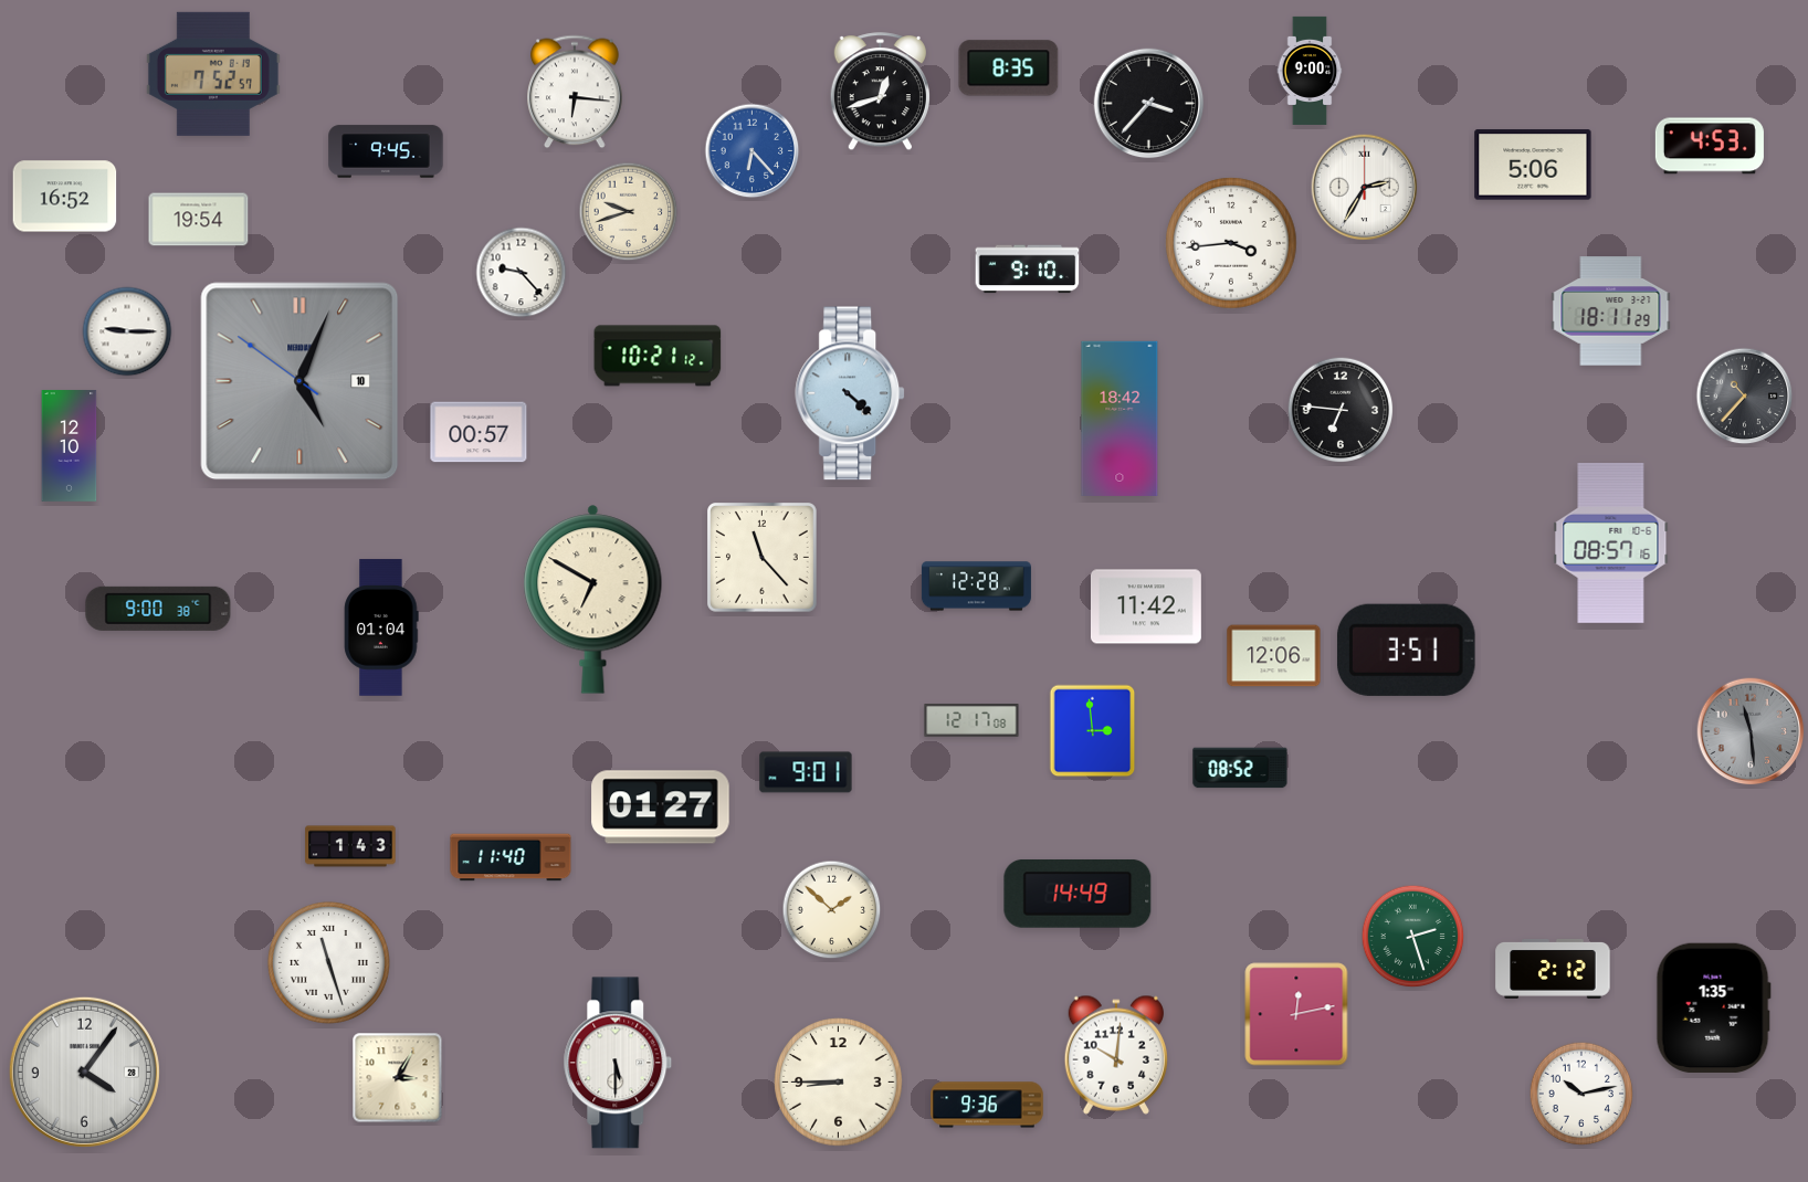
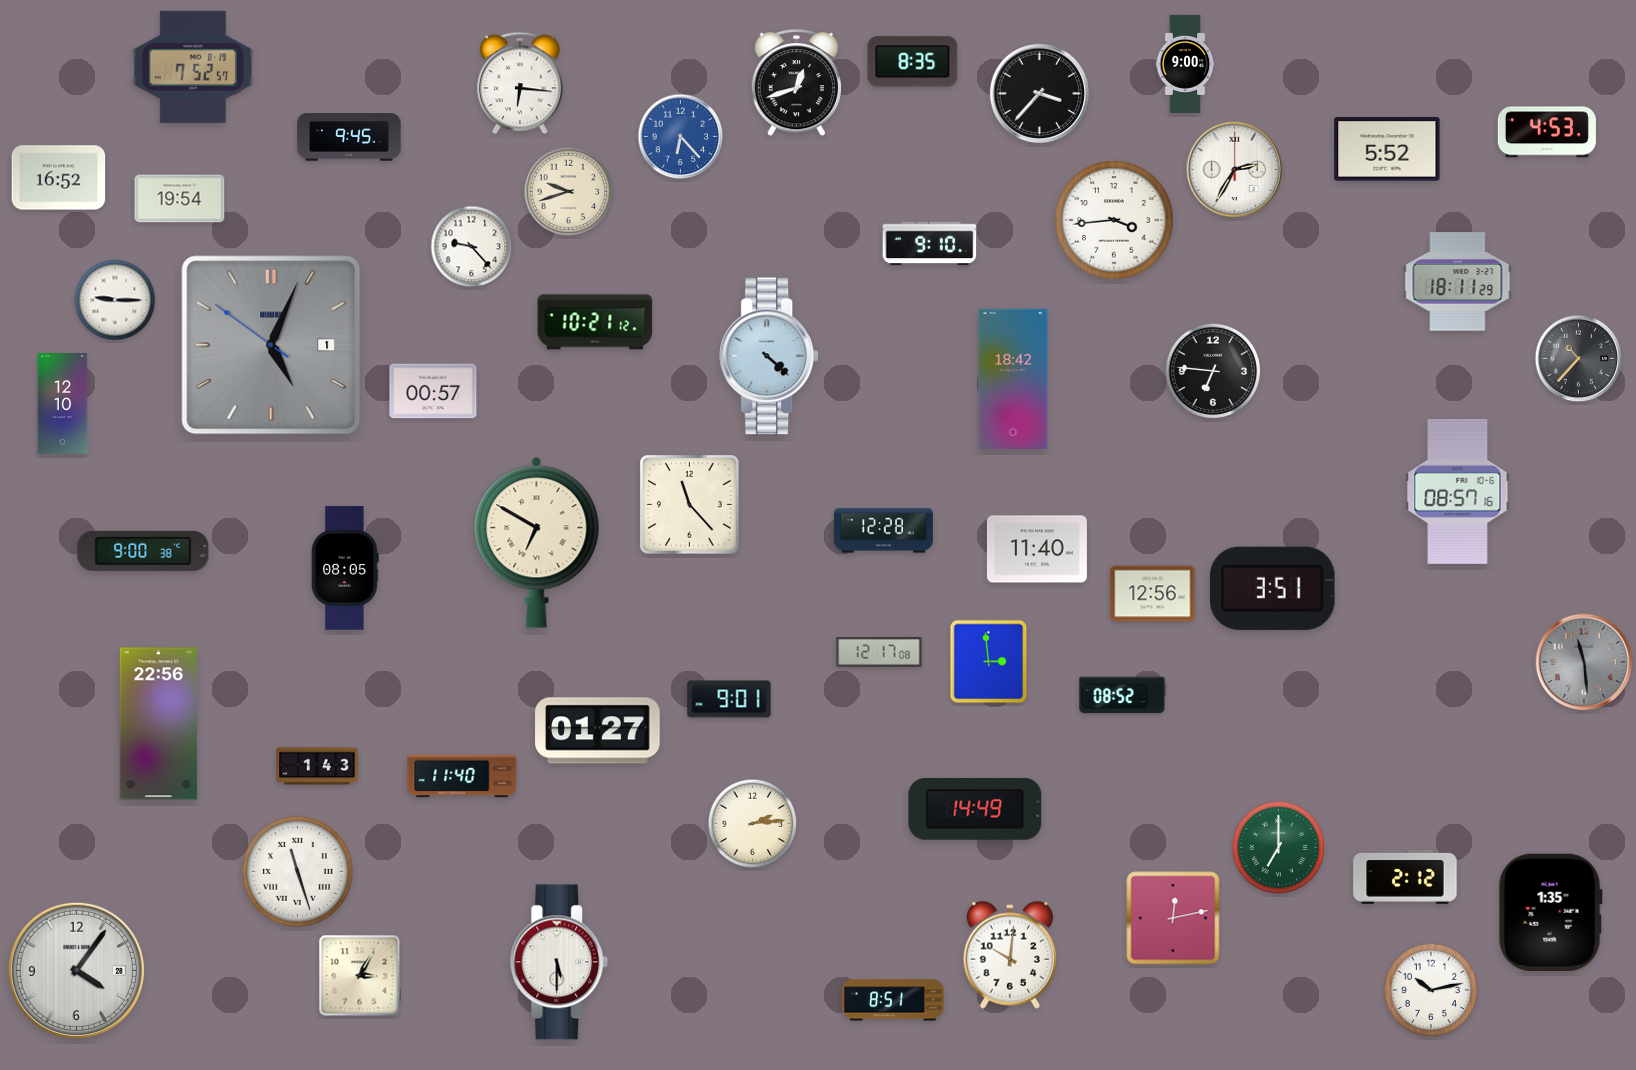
clock at (1533, 165): 5:06 -> 5:52
clock at (299, 381) date: 10 -> 1
clock at (1146, 606): 11:42 -> 11:40
clock at (381, 627): 01:04 -> 08:05
clock at (1274, 656): 12:06 -> 12:56
clock at (158, 724): none -> 22:56
clock at (832, 910): 1:52 -> 2:14
clock at (1413, 937): 2:27 -> 7:00
clock at (839, 1083): 8:45 -> none
clock at (987, 1105): 9:36 -> 8:51
